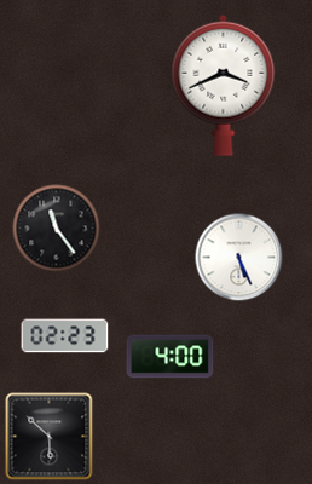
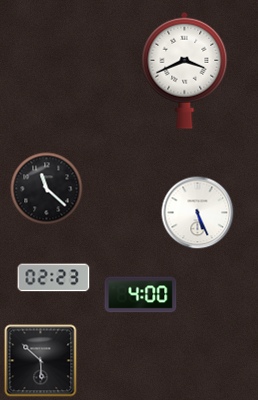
clock at (57, 229): 11:24 -> 11:22
